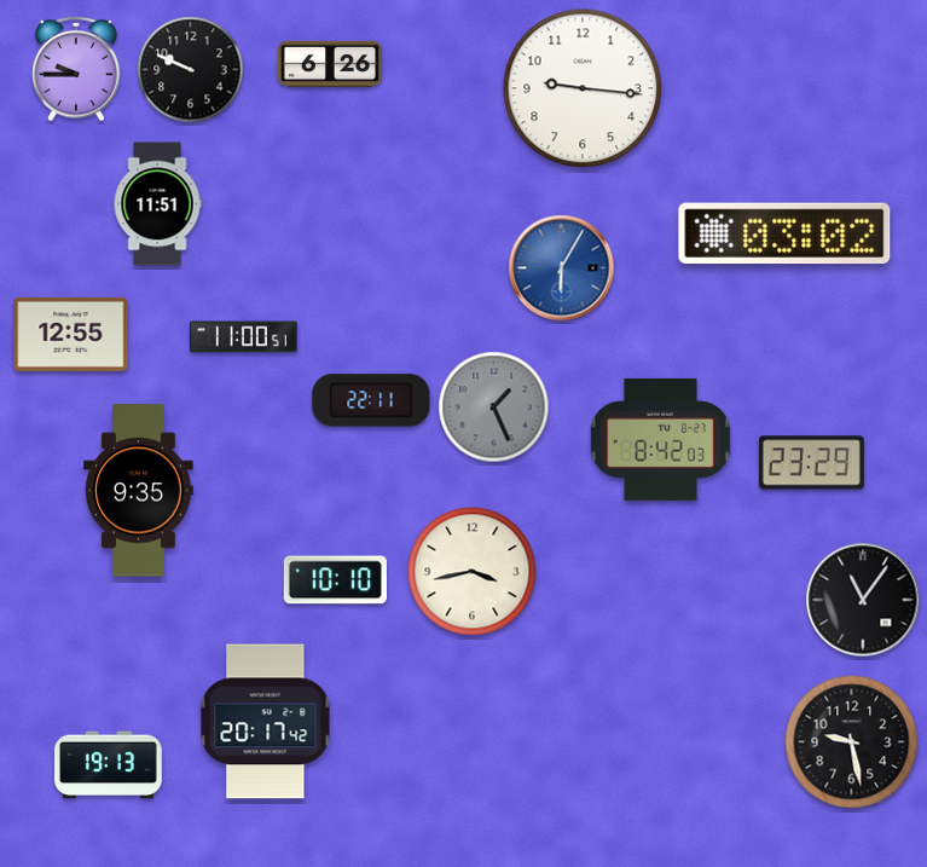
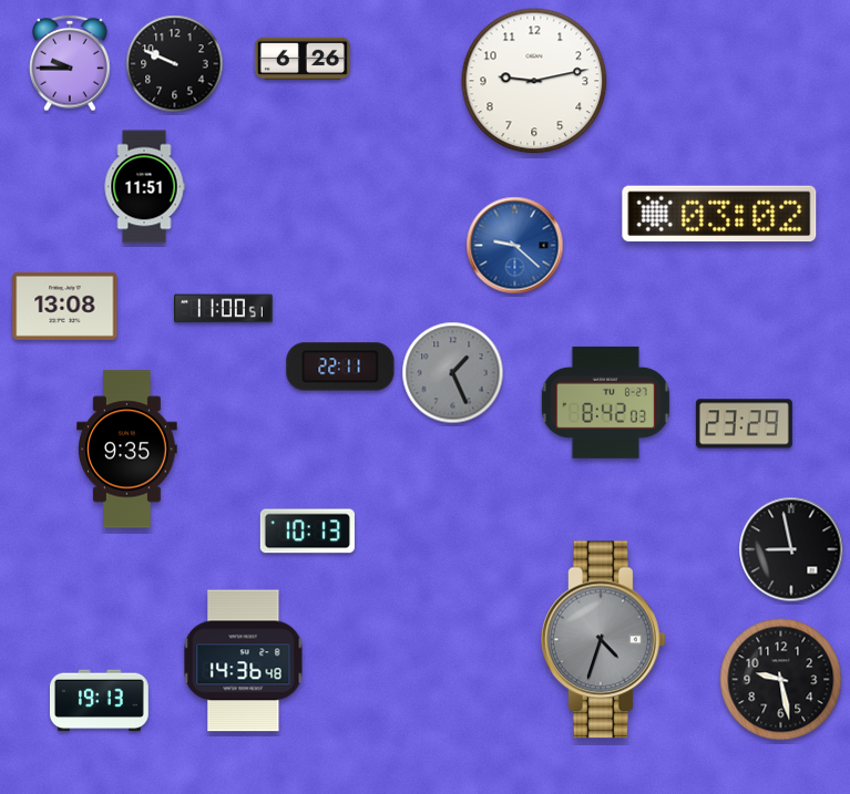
clock at (583, 88): 9:16 -> 9:13
clock at (562, 268): 6:05 -> 9:22
clock at (71, 334): 12:55 -> 13:08
clock at (473, 572): 3:43 -> none
clock at (335, 580): 10:10 -> 10:13
clock at (863, 600): 11:06 -> 8:58
clock at (604, 640): none -> 4:33
clock at (266, 722): 20:17 -> 14:36
